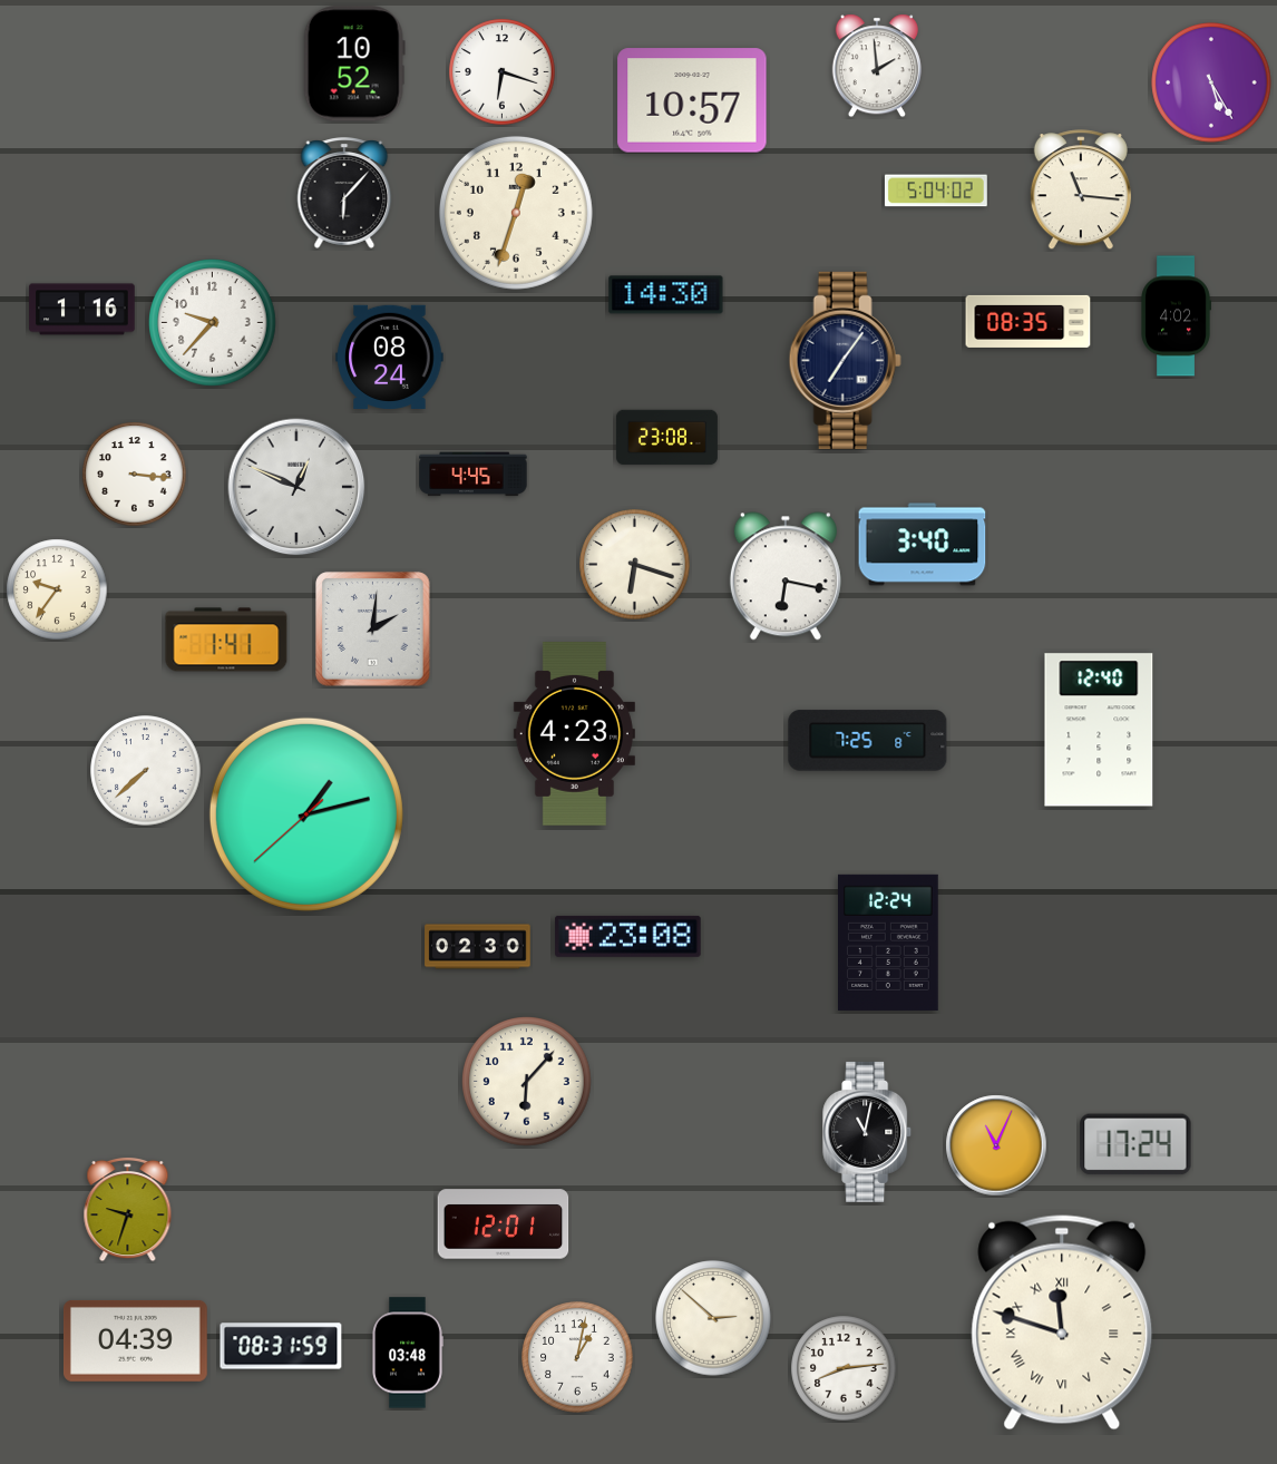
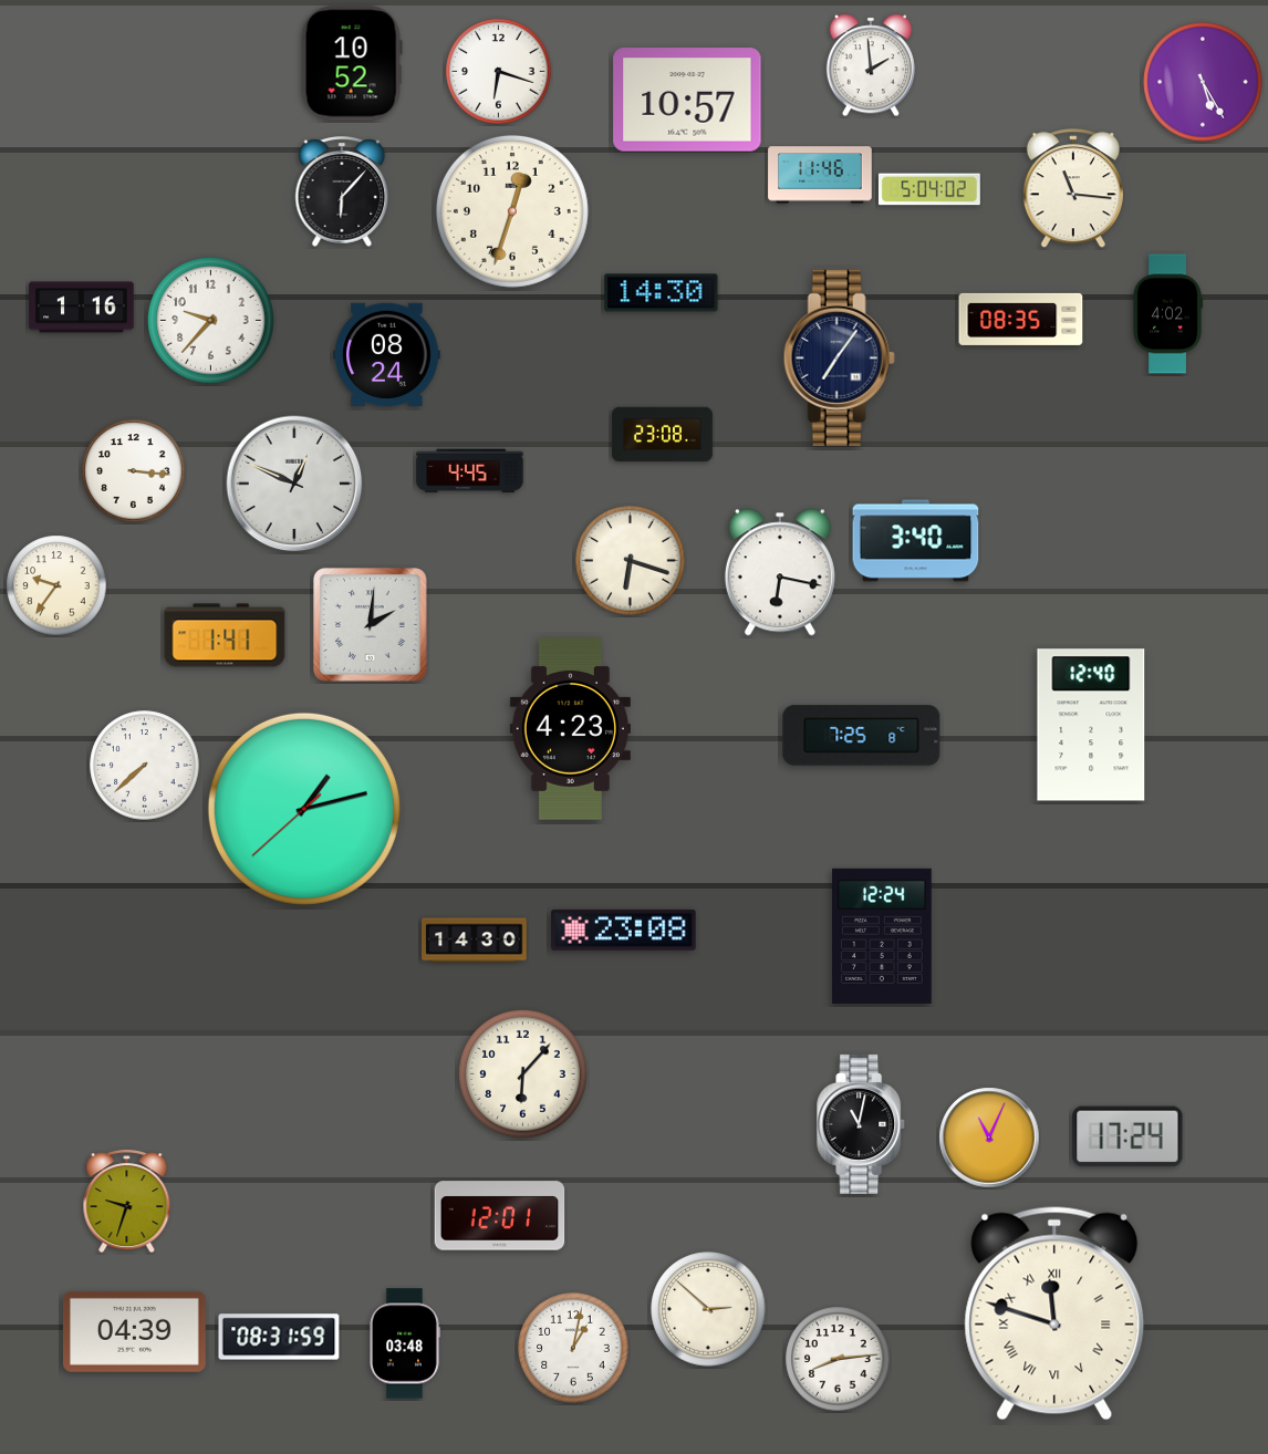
clock at (820, 175): none -> 11:46
clock at (478, 947): 02:30 -> 14:30
